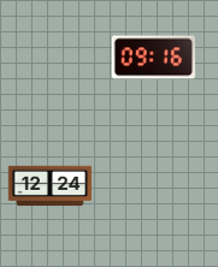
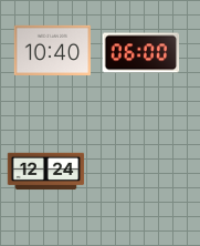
clock at (53, 50): none -> 10:40
clock at (154, 58): 09:16 -> 06:00
